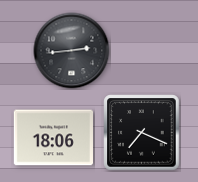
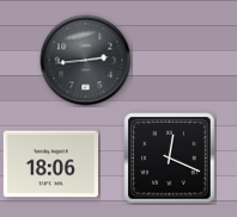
clock at (142, 133): 7:19 -> 12:19
clock at (53, 138) position: (53, 138) -> (50, 165)
